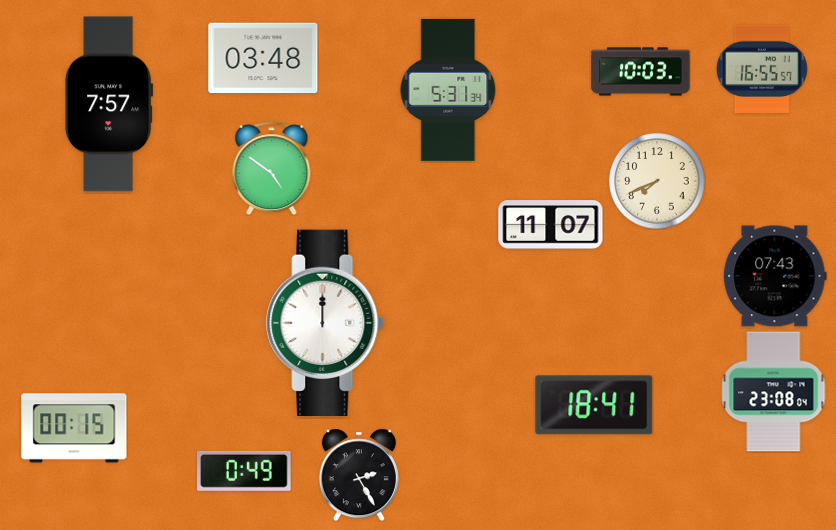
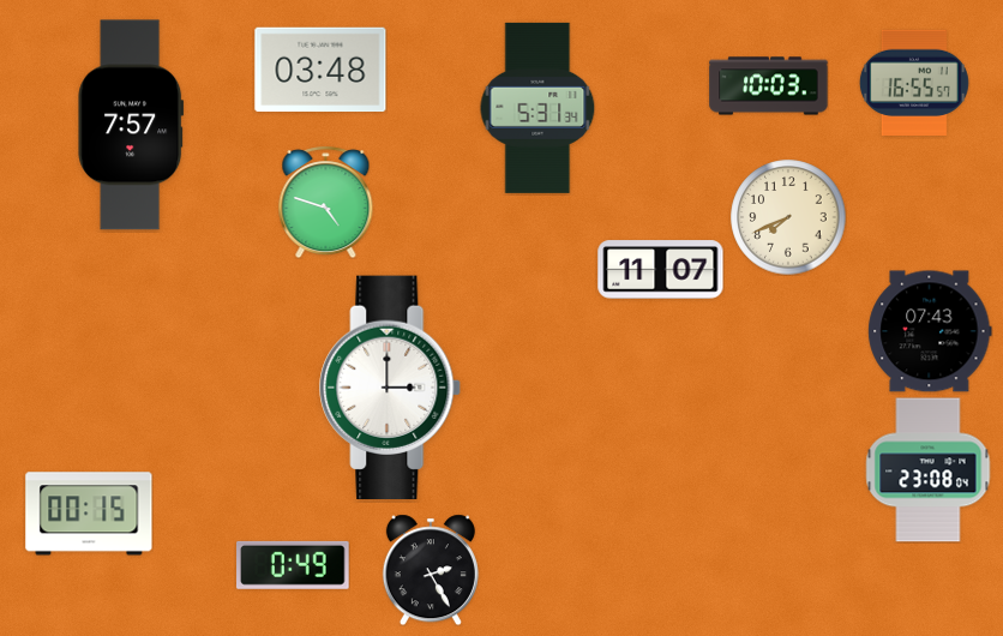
clock at (263, 58) position: (263, 58) -> (320, 70)
clock at (272, 168): 4:51 -> 4:48
clock at (326, 322): 12:00 -> 3:00
clock at (594, 405): 18:41 -> none
